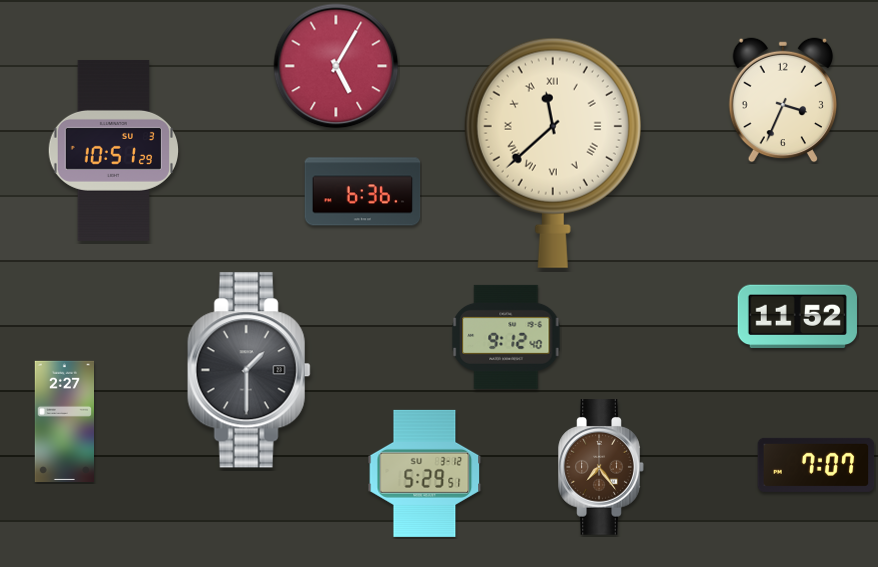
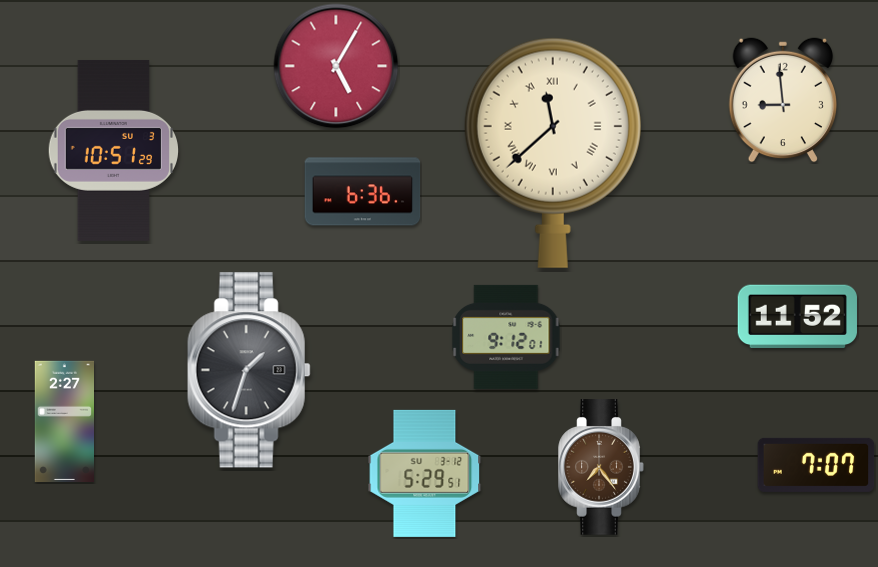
clock at (782, 100): 3:34 -> 8:59
clock at (506, 337): 9:12:40 -> 9:12:01
clock at (249, 370): 1:30 -> 1:33
